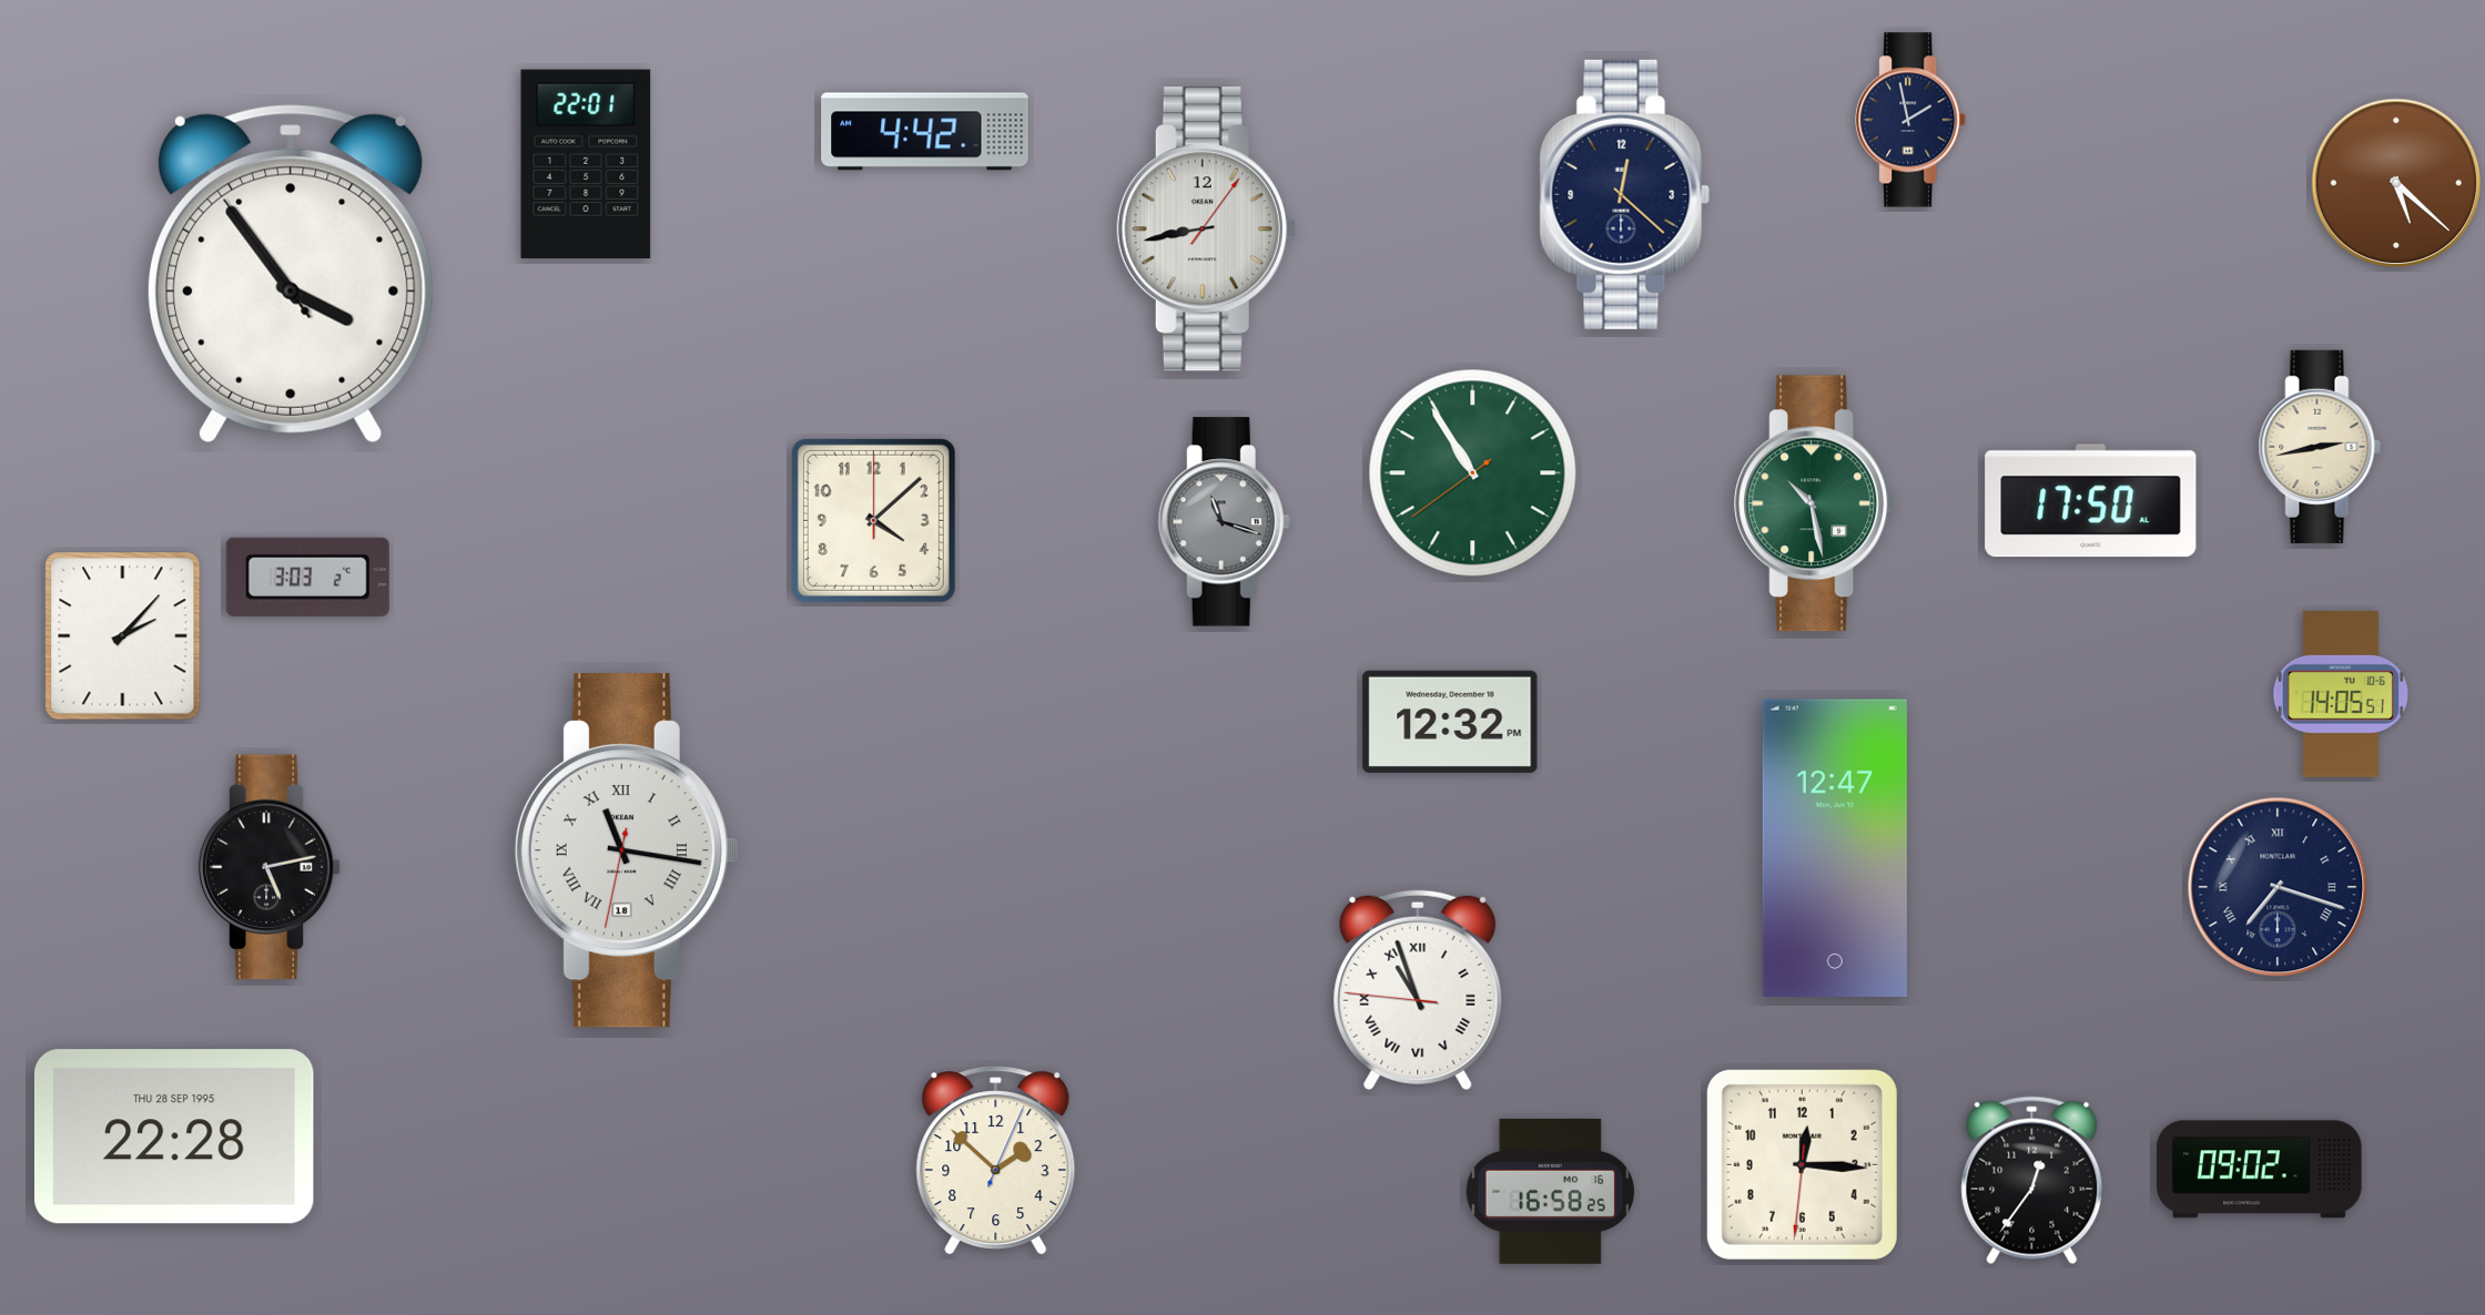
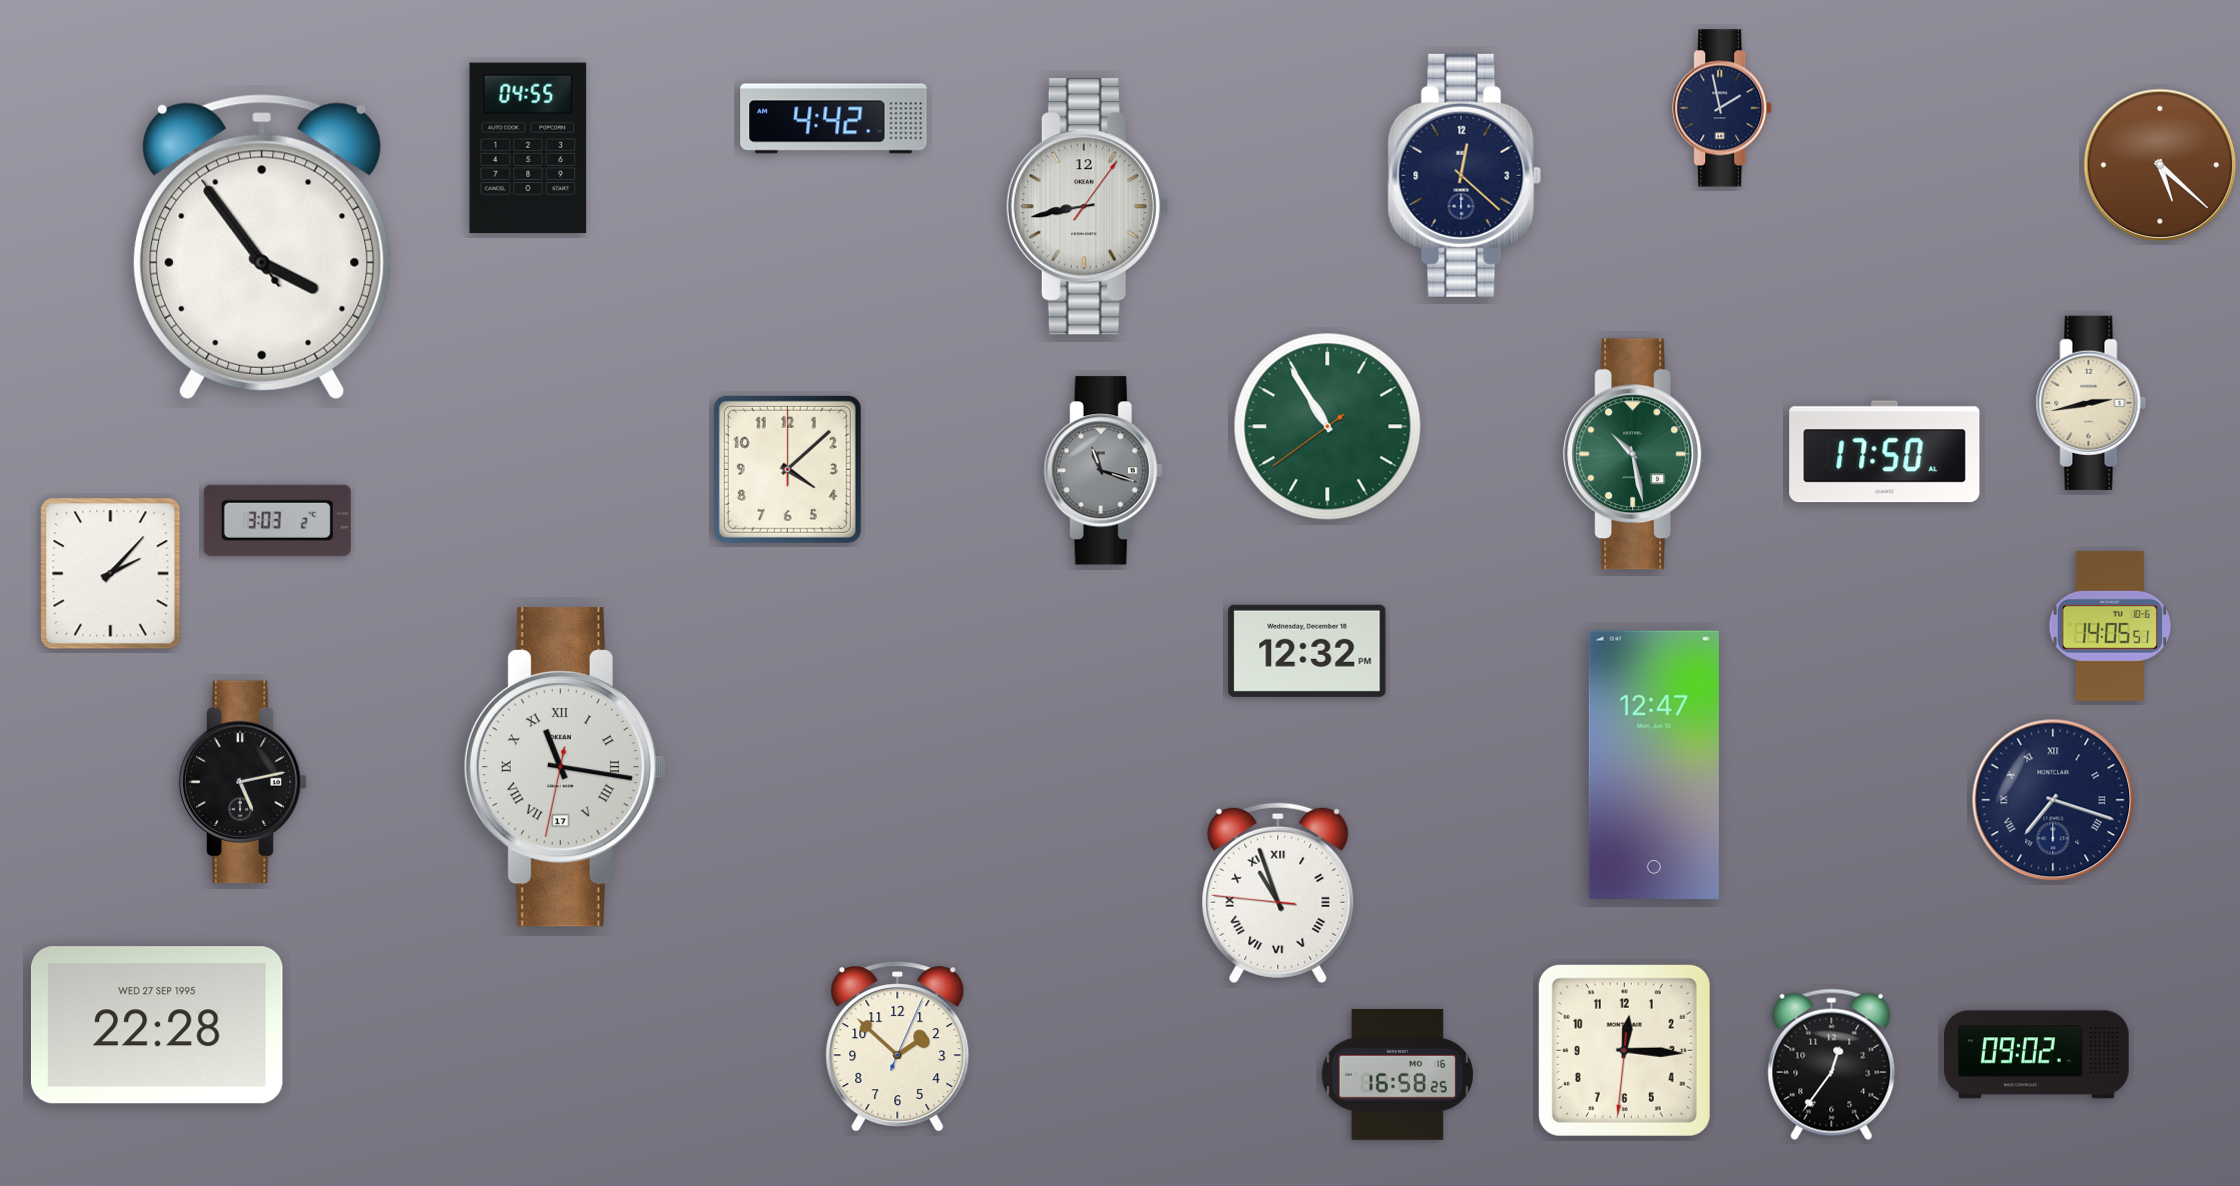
clock at (586, 164): 22:01 -> 04:55
clock at (627, 850) date: 18 -> 17
clock at (174, 1136) date: THU 28 SEP 1995 -> WED 27 SEP 1995
